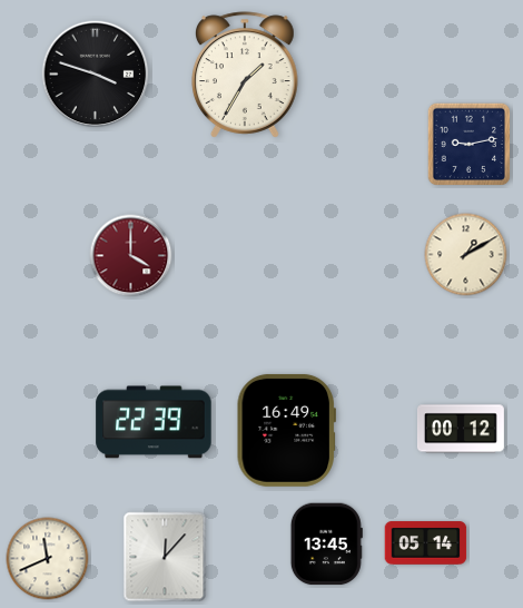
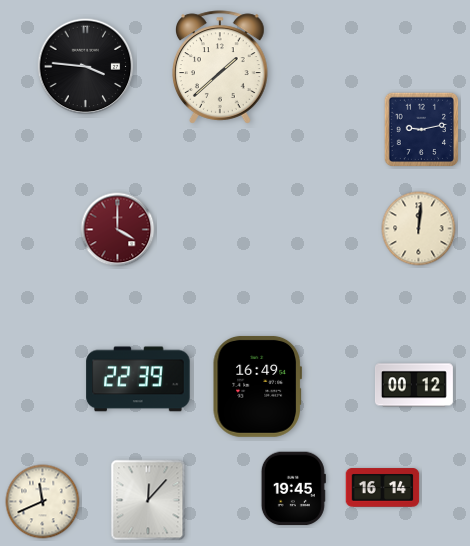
clock at (96, 75): 3:48 -> 3:46
clock at (246, 75): 1:35 -> 1:38
clock at (466, 255): 1:10 -> 12:01
clock at (426, 543): 05:14 -> 16:14
clock at (326, 545): 13:45 -> 19:45
